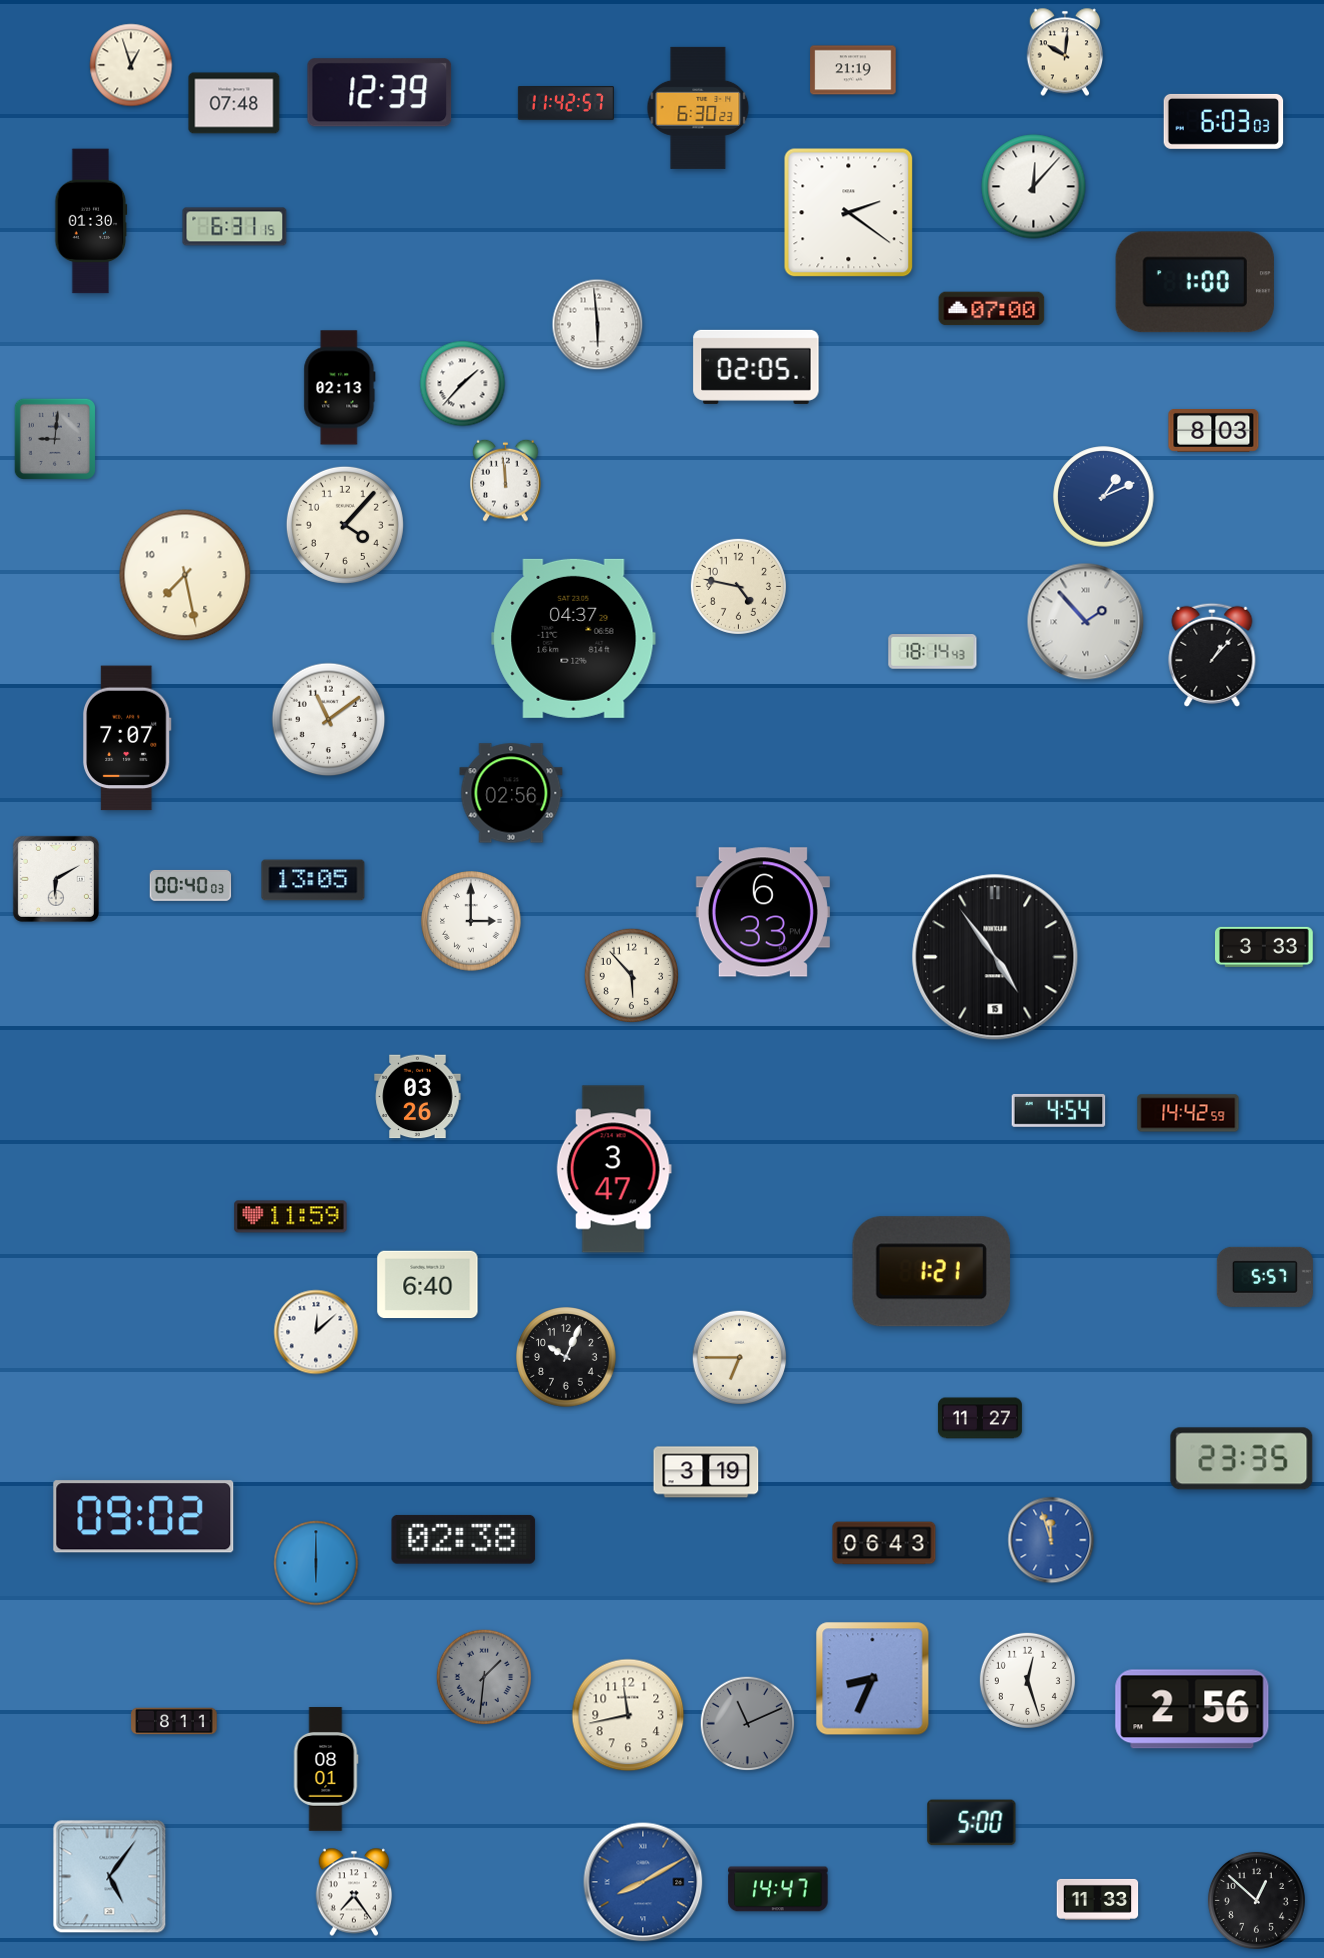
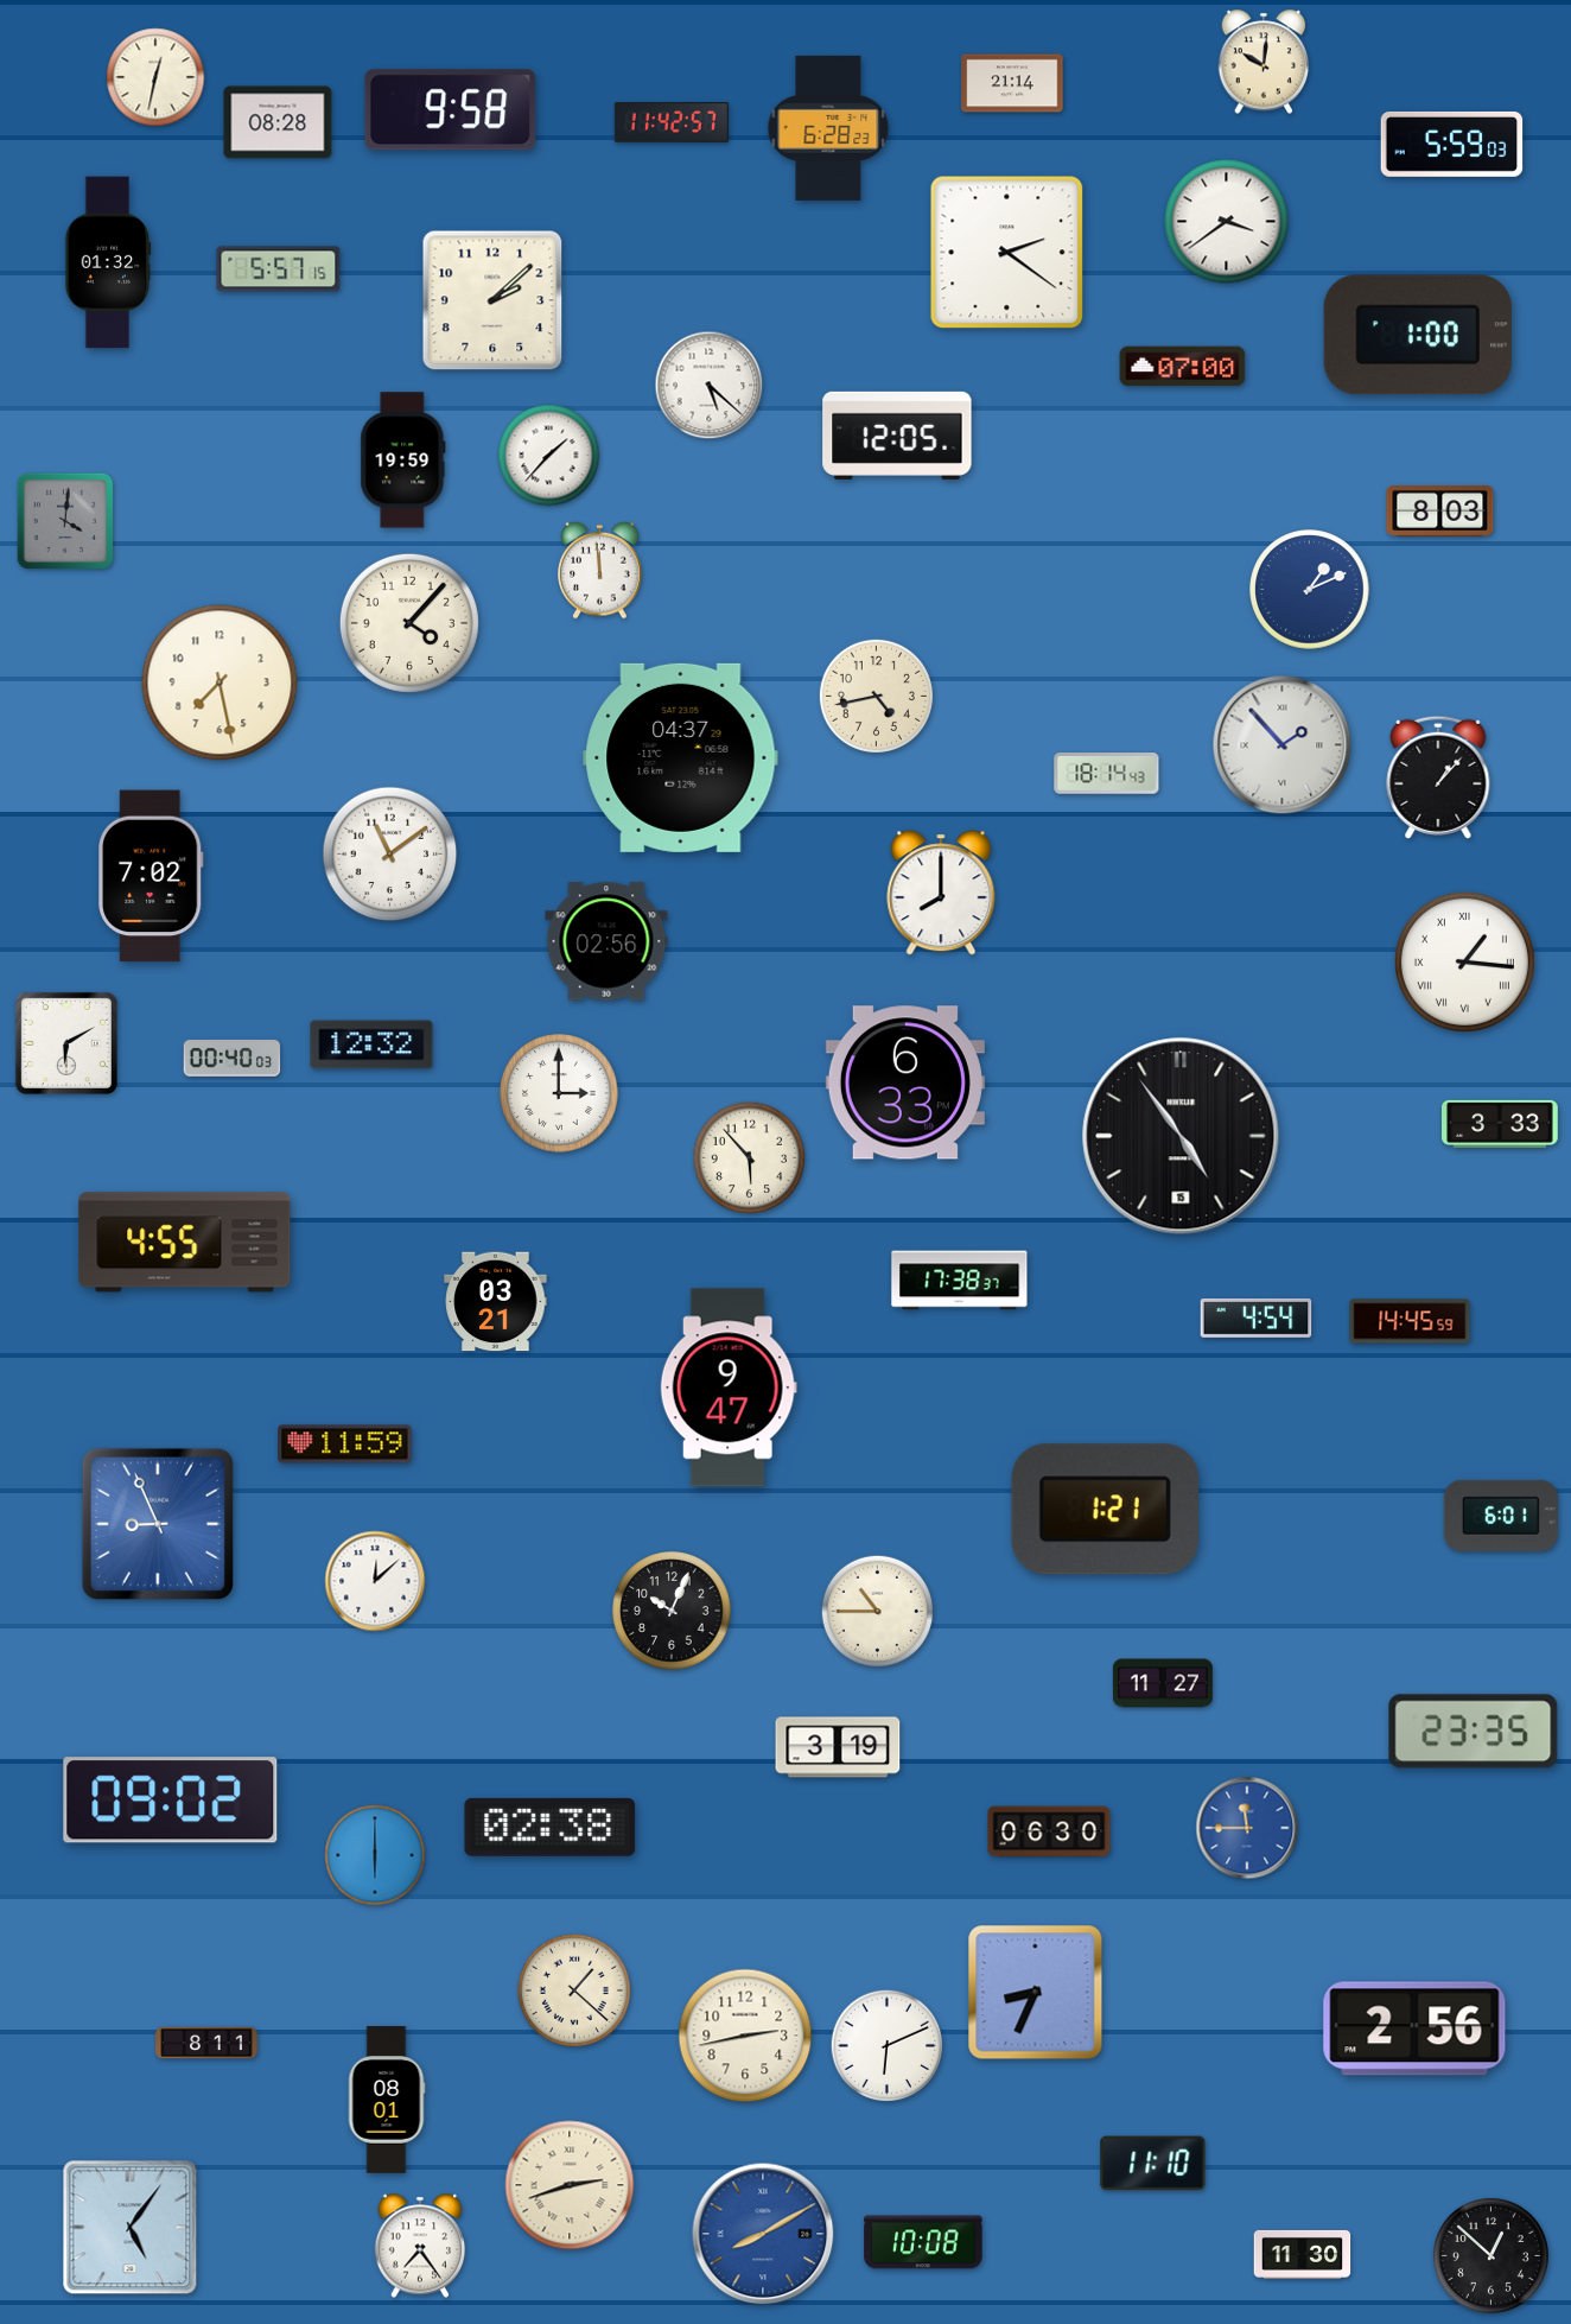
clock at (131, 65): 12:57 -> 12:32
clock at (853, 70): 21:19 -> 21:14
clock at (380, 93): 12:39 -> 9:58
clock at (234, 103): 07:48 -> 08:28
clock at (698, 108): 6:30 -> 6:28
clock at (1224, 121): 6:03 -> 5:59
clock at (1034, 187): 12:07 -> 3:39
clock at (91, 221): 01:30 -> 01:32
clock at (235, 227): 6:31 -> 5:57
clock at (492, 300): none -> 2:08
clock at (992, 309) position: (992, 309) -> (1183, 367)
clock at (598, 325): 5:59 -> 5:22
clock at (756, 367): 02:05 -> 12:05
clock at (340, 388): 02:13 -> 19:59
clock at (55, 439): 9:01 -> 4:01
clock at (738, 586): 4:47 -> 4:43
clock at (1086, 622) position: (1086, 622) -> (1283, 745)
clock at (128, 738): 7:07 -> 7:02
clock at (941, 893): none -> 8:00
clock at (1464, 961): none -> 1:16
clock at (313, 880): 13:05 -> 12:32
clock at (191, 885) position: (191, 885) -> (233, 1058)
clock at (185, 1243): none -> 4:55
clock at (960, 1281): none -> 17:38
clock at (418, 1097): 03:26 -> 03:21
clock at (1188, 1113): 14:42 -> 14:45
clock at (614, 1169): 3:47 -> 9:47
clock at (1265, 1277): 5:57 -> 6:01
clock at (158, 1524): none -> 8:56
clock at (428, 1285): 6:40 -> none
clock at (740, 1358): 6:45 -> 10:45
clock at (1051, 1540): 11:57 -> 11:45
clock at (884, 1543): 06:43 -> 06:30
clock at (483, 1676): 1:31 -> 1:22
clock at (483, 1676) dial: grey -> cream
clock at (1027, 1680): 12:27 -> none
clock at (628, 1715): 11:43 -> 2:43
clock at (748, 1724): 11:11 -> 6:11
clock at (748, 1724) dial: grey -> white
clock at (972, 1823): 5:00 -> 11:10
clock at (570, 2185): none -> 2:42
clock at (778, 1889): 14:47 -> 10:08
clock at (1098, 1899): 11:33 -> 11:30
